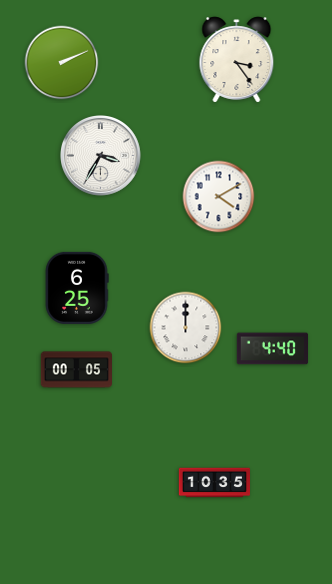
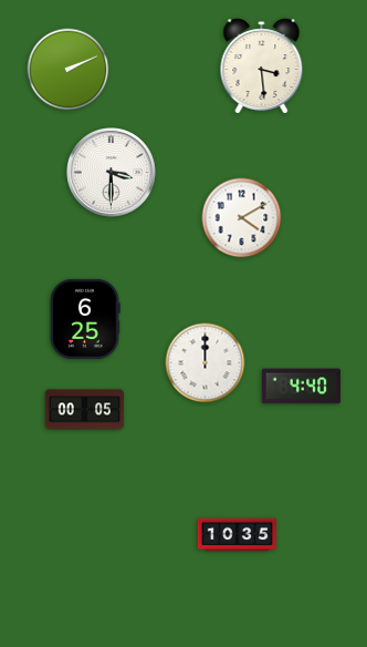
clock at (237, 60): 3:24 -> 3:29
clock at (101, 156): 3:35 -> 3:30
